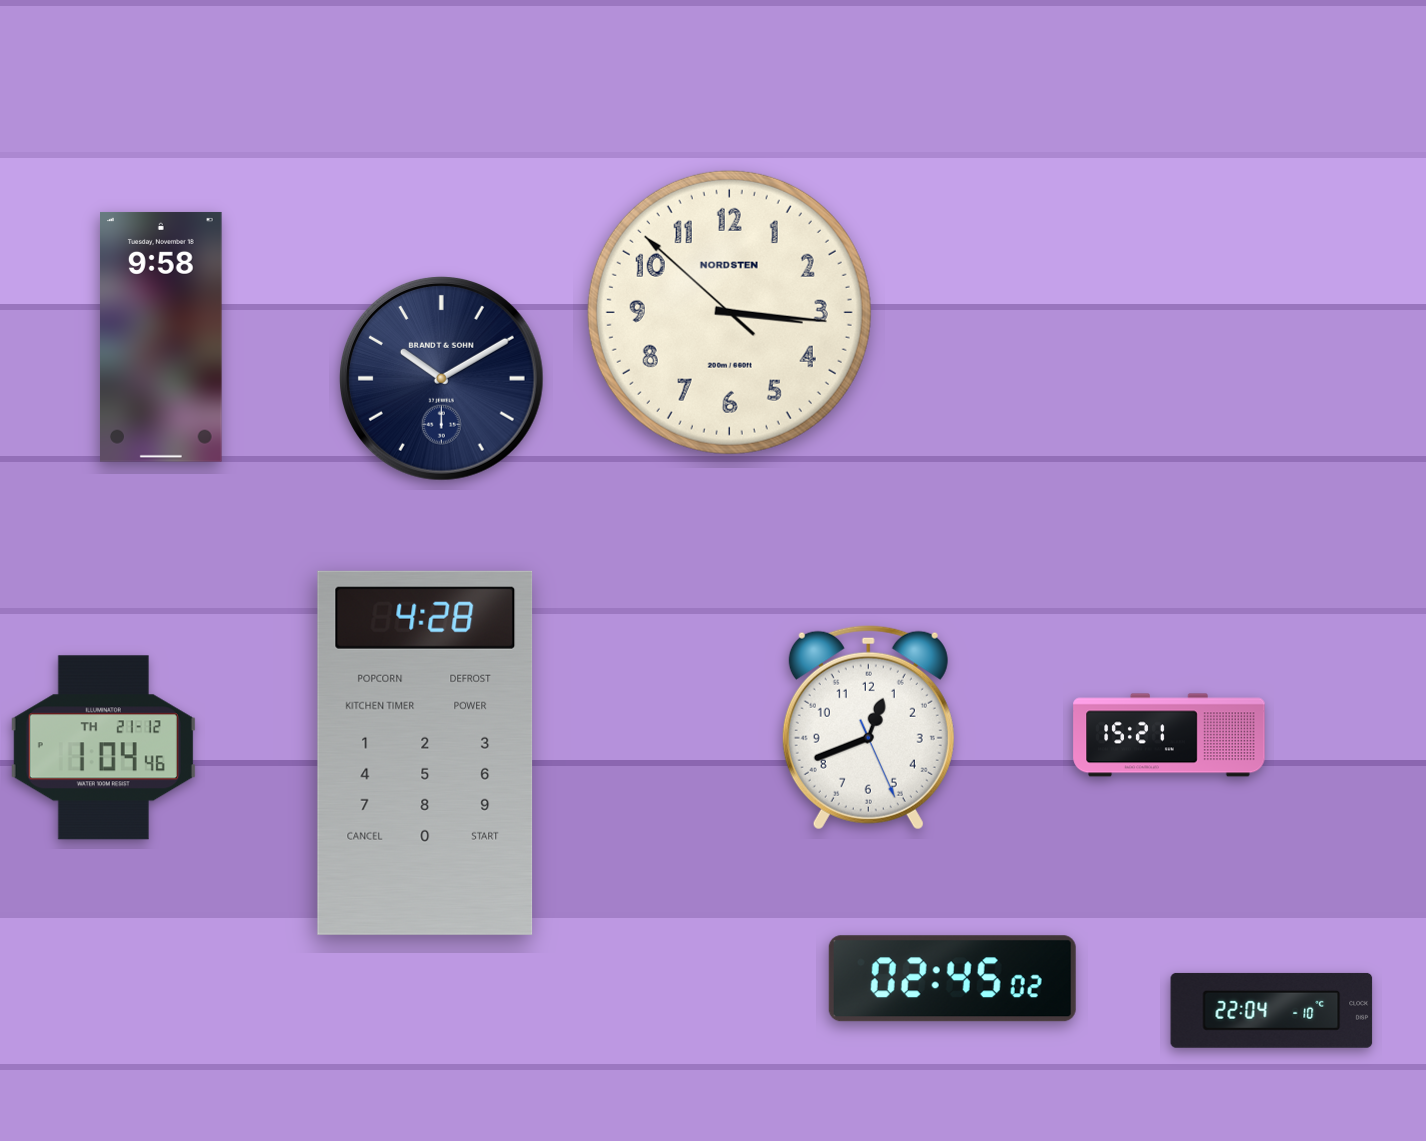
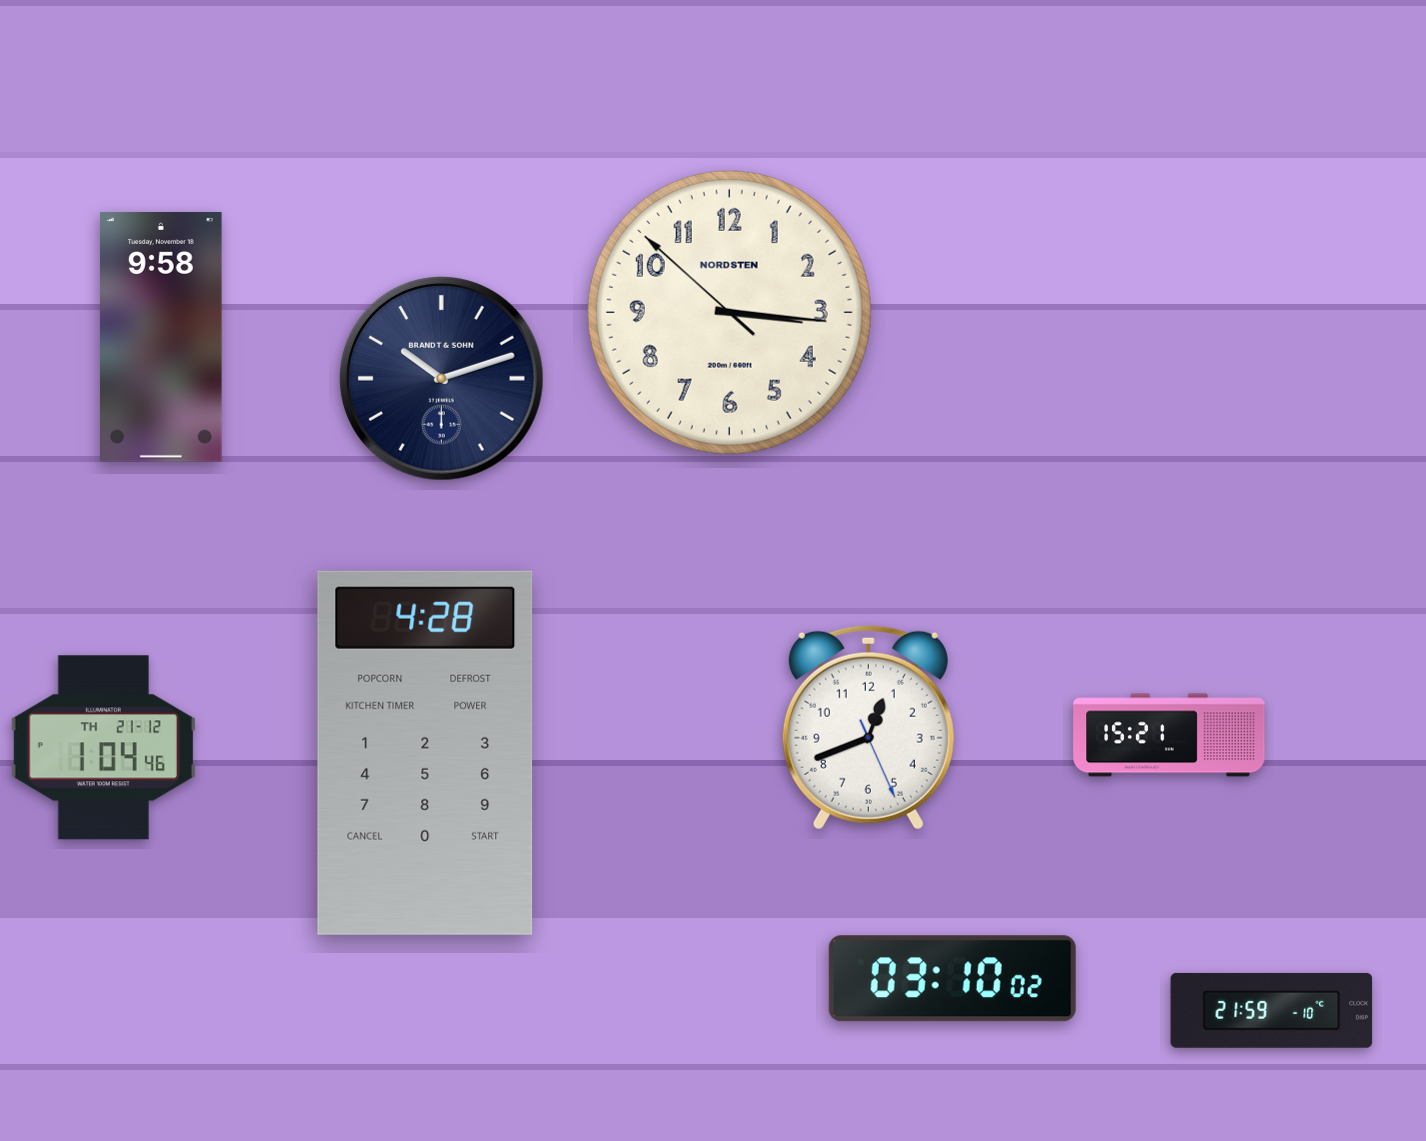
clock at (441, 378): 10:10 -> 10:12
clock at (952, 979): 02:45 -> 03:10
clock at (1272, 1010): 22:04 -> 21:59
